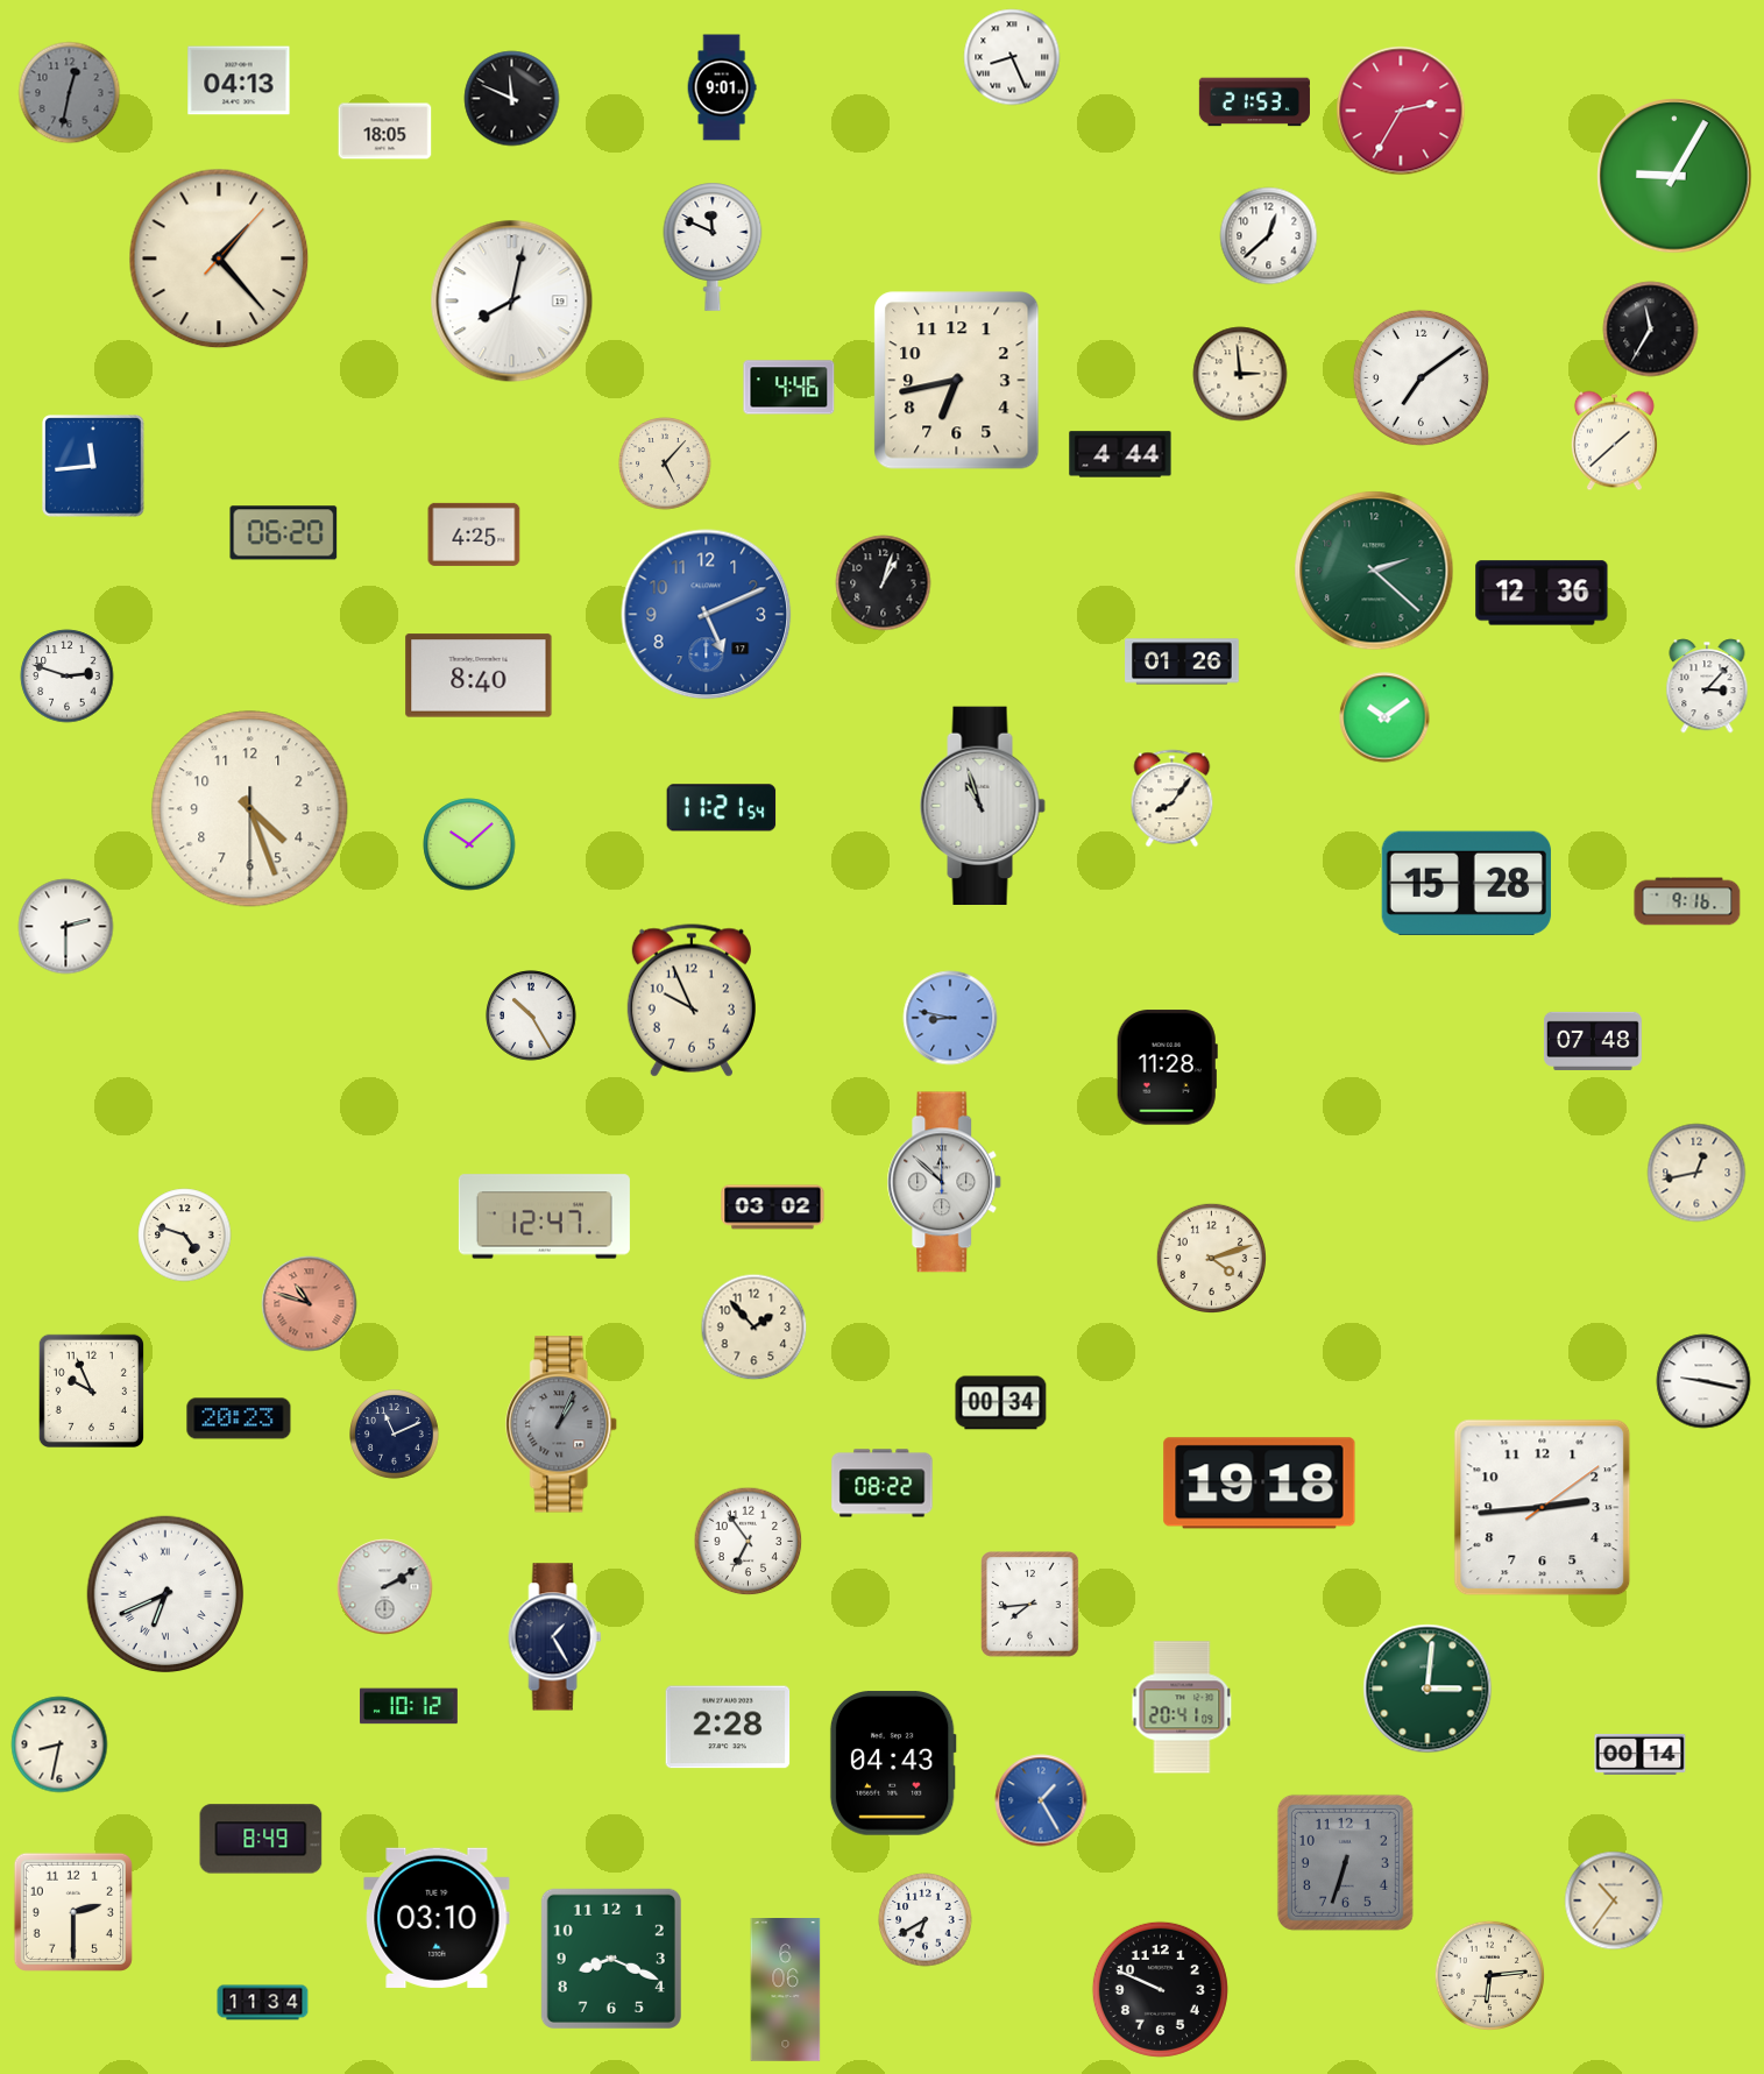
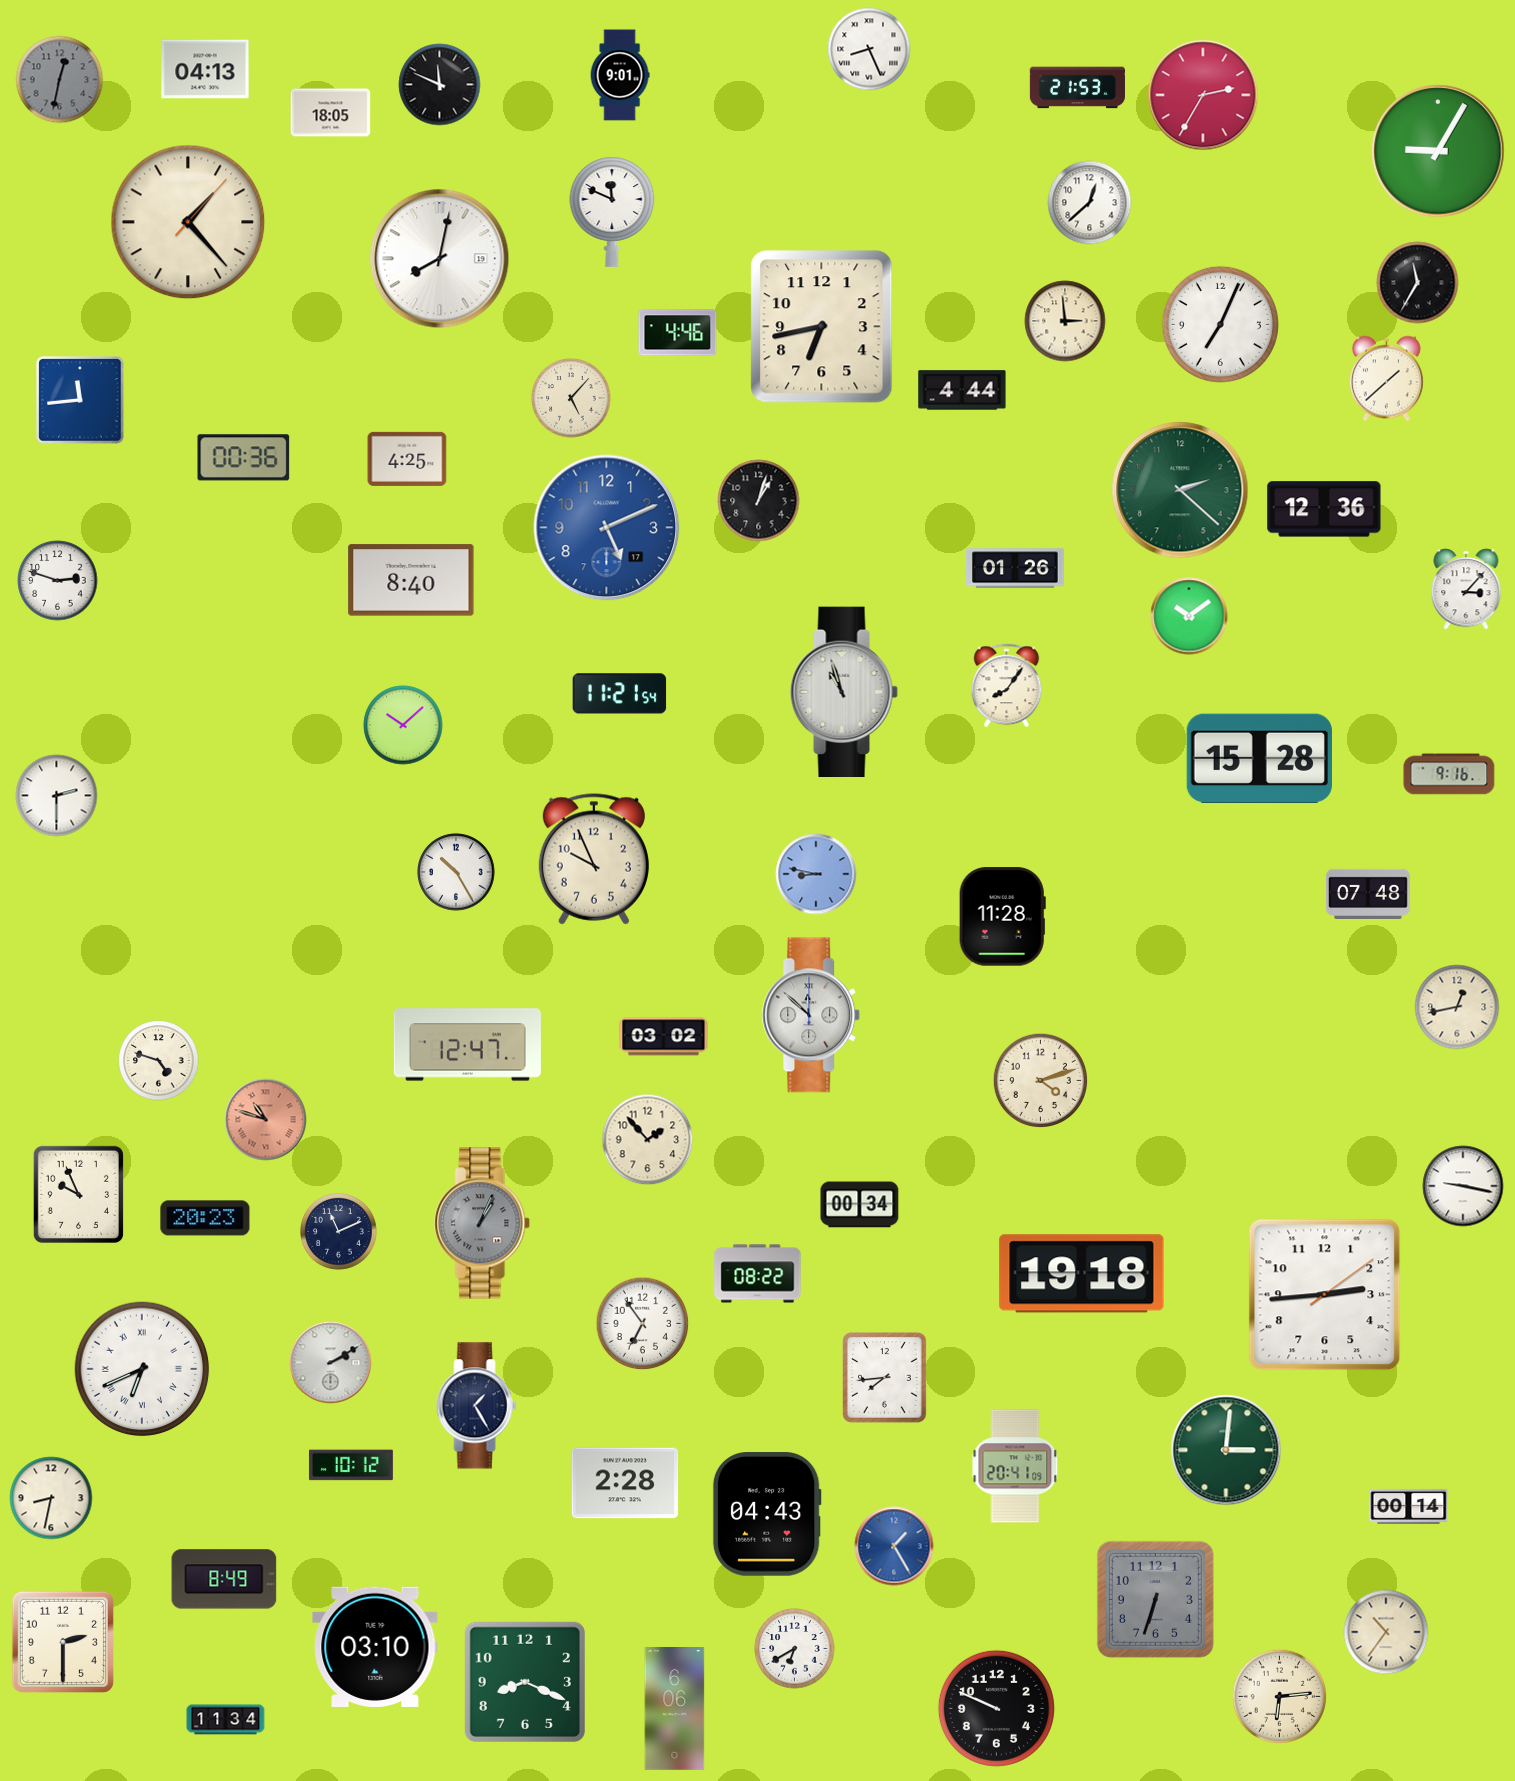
clock at (1421, 377): 7:09 -> 7:04
clock at (284, 533): 06:20 -> 00:36
clock at (250, 809): 4:26 -> none
